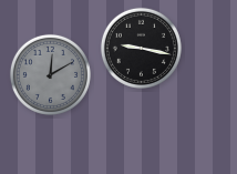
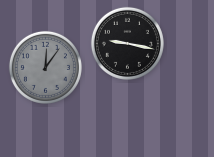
clock at (50, 74): 12:10 -> 12:06
